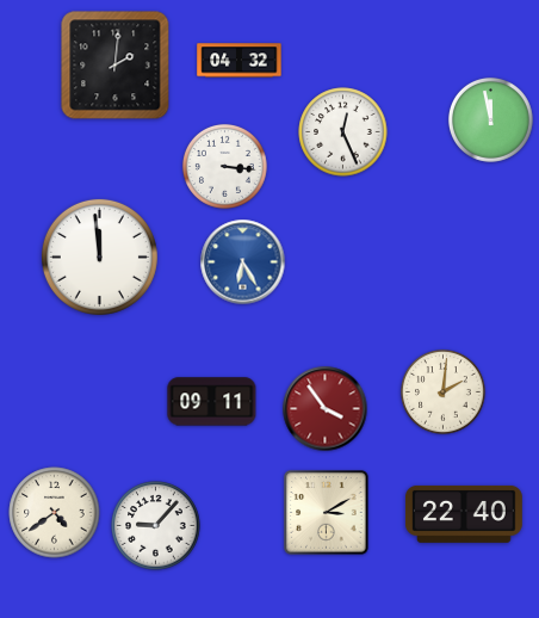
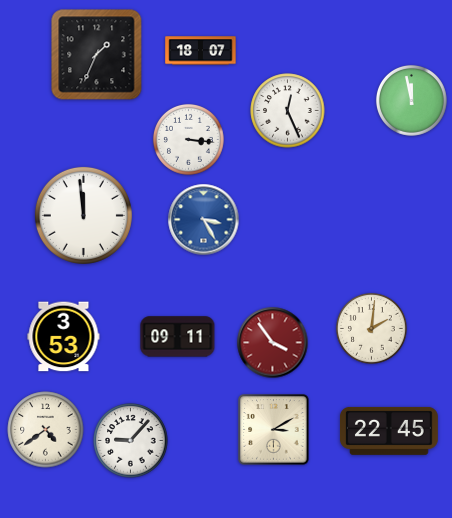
clock at (240, 61): 04:32 -> 18:07
clock at (116, 66): 2:01 -> 1:34
clock at (243, 262): 6:25 -> 3:25
clock at (64, 337): none -> 3:53
clock at (464, 514): 22:40 -> 22:45
